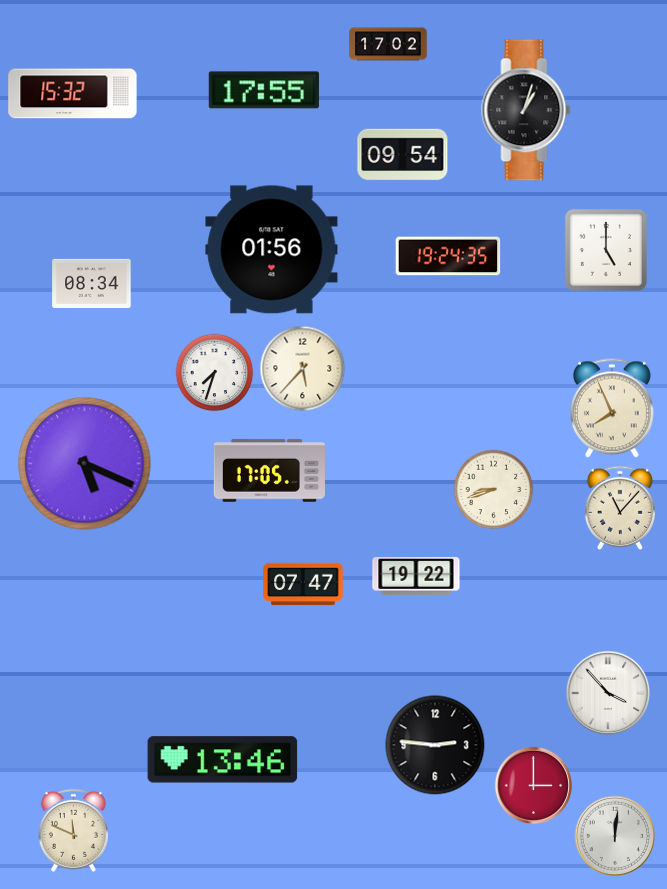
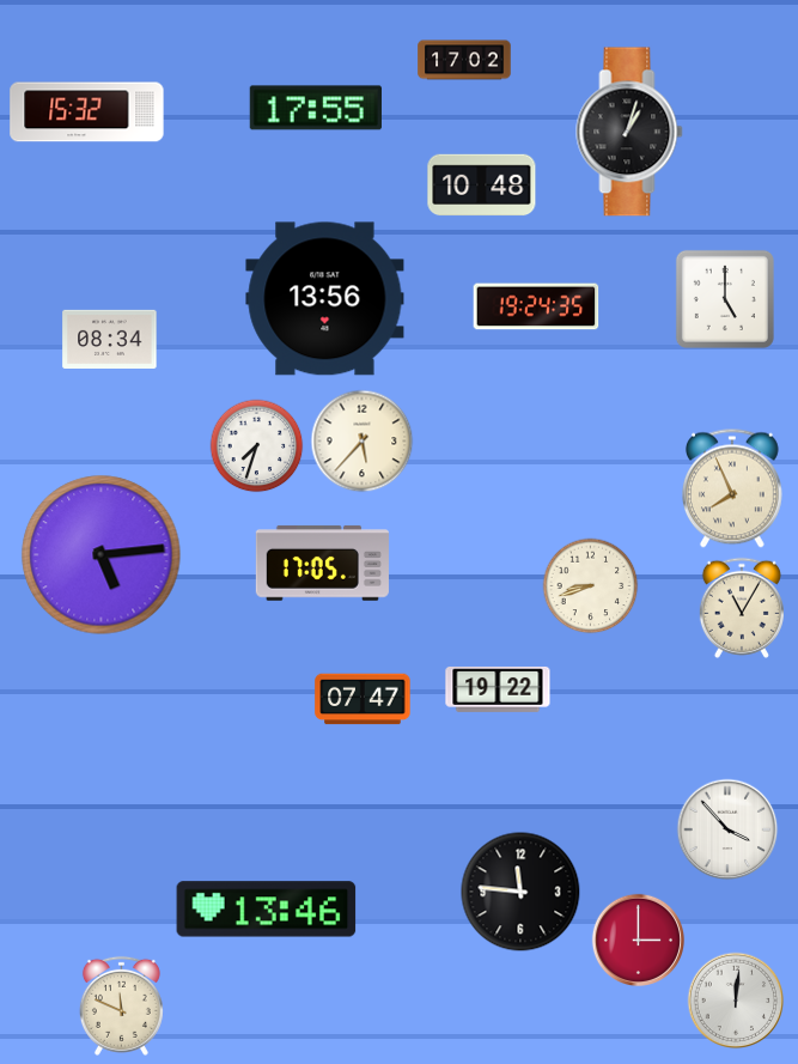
clock at (388, 44) position: (388, 44) -> (464, 60)
clock at (403, 155): 09:54 -> 10:48
clock at (272, 250): 01:56 -> 13:56
clock at (85, 464): 5:19 -> 5:14
clock at (620, 508): 11:07 -> 11:05
clock at (435, 745): 2:46 -> 11:46
clock at (73, 830) position: (73, 830) -> (121, 1005)
